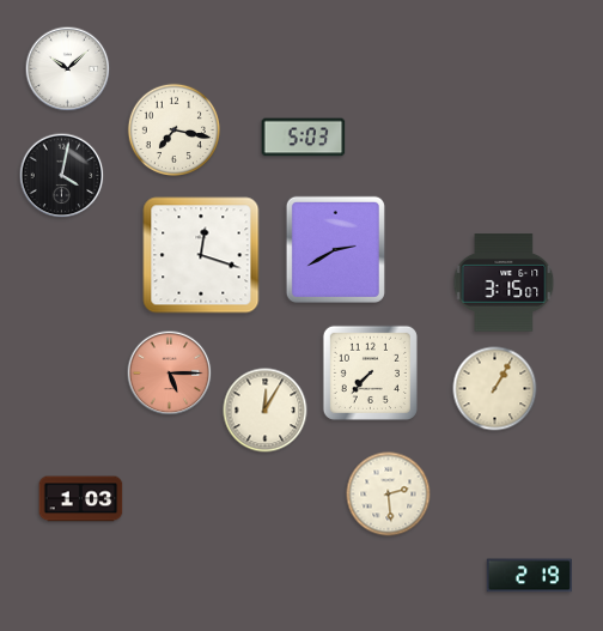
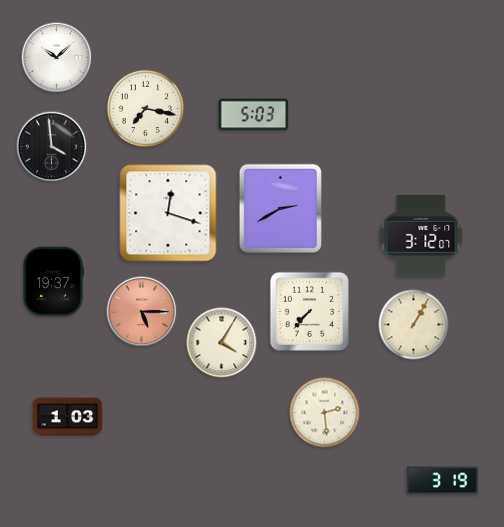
clock at (62, 176): 4:02 -> 3:59
clock at (504, 283): 3:15 -> 3:12
clock at (54, 282): none -> 19:37
clock at (266, 411): 12:05 -> 4:05
clock at (529, 576): 2:19 -> 3:19
